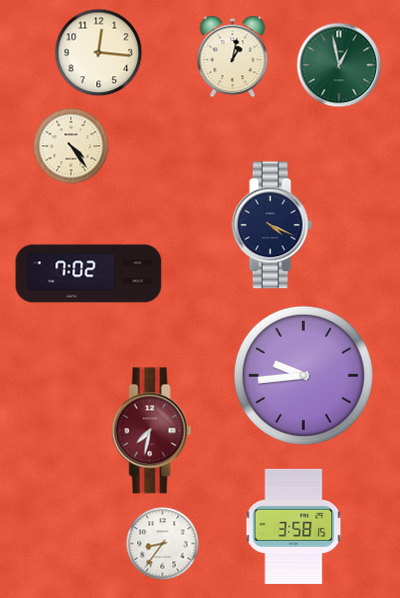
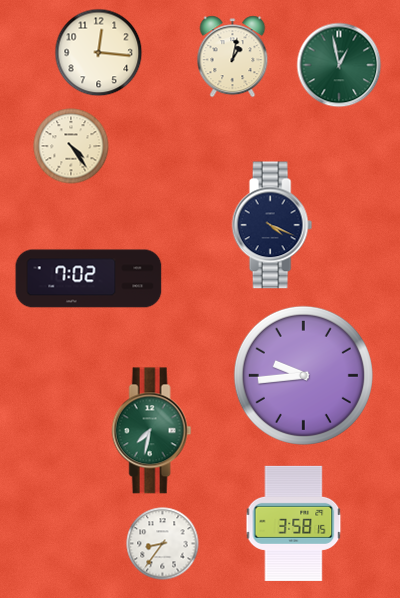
clock at (89, 274) position: (89, 274) -> (89, 279)
clock at (152, 431) dial: burgundy -> green
clock at (294, 526) position: (294, 526) -> (294, 523)
